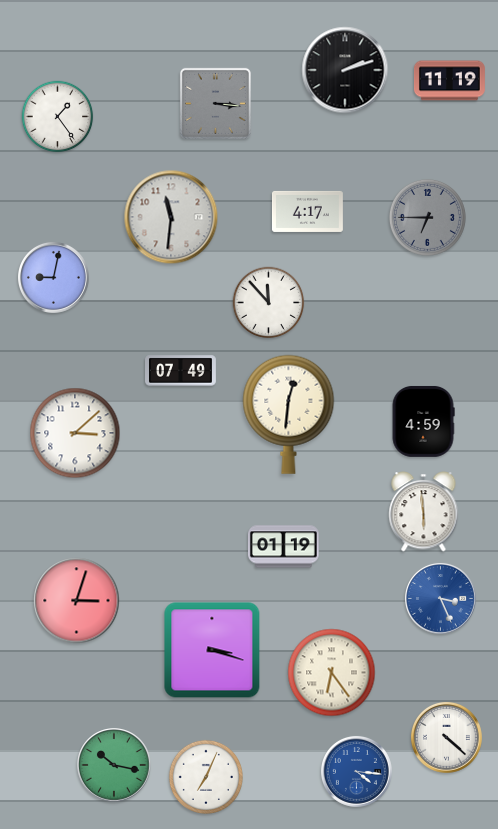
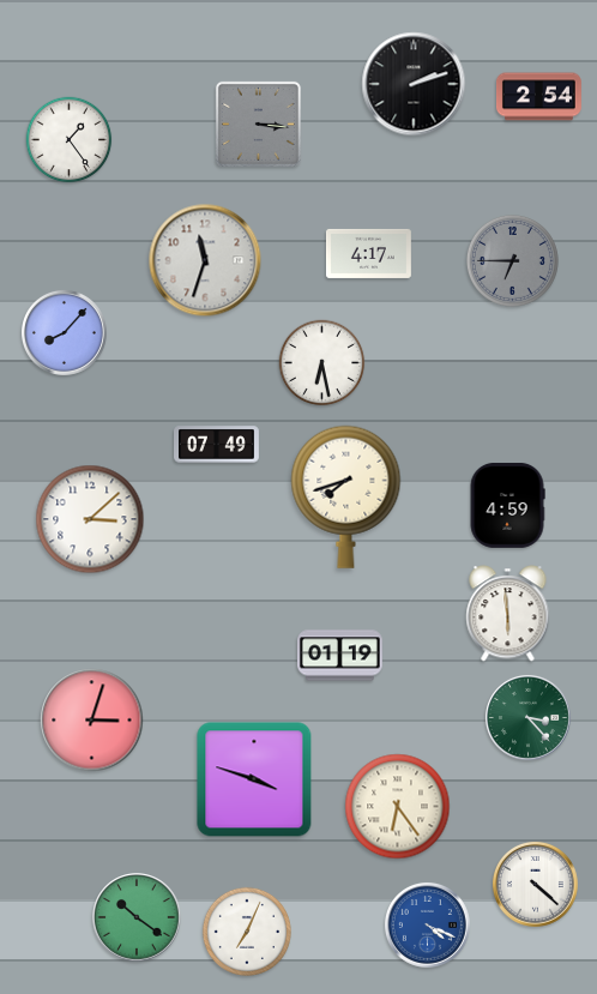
clock at (450, 81): 11:19 -> 2:54
clock at (171, 217): 11:31 -> 11:33
clock at (53, 277): 9:02 -> 8:07
clock at (269, 303): 11:53 -> 6:28
clock at (289, 414): 12:31 -> 7:42
clock at (440, 598): 3:26 -> 3:23
clock at (440, 598) dial: blue -> green
clock at (212, 650): 3:18 -> 3:48
clock at (114, 765): 10:17 -> 10:21
clock at (356, 771): 4:16 -> 4:19
